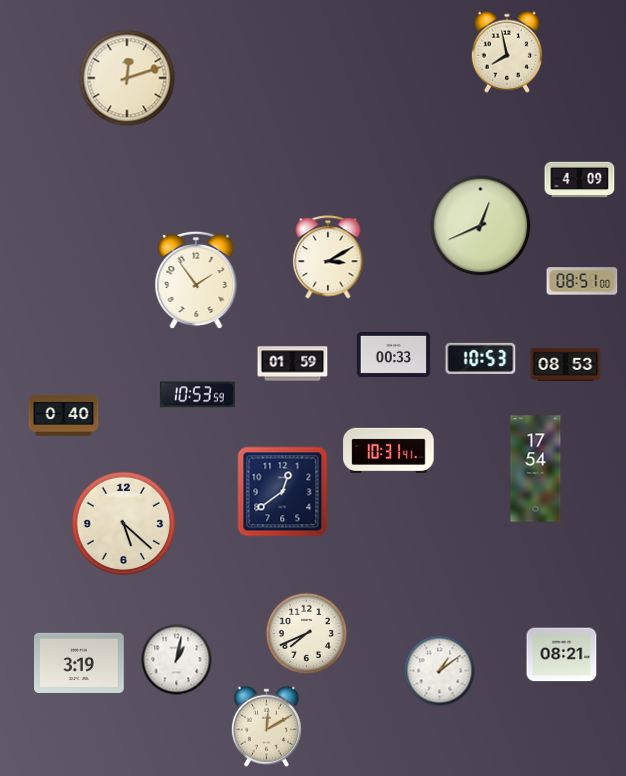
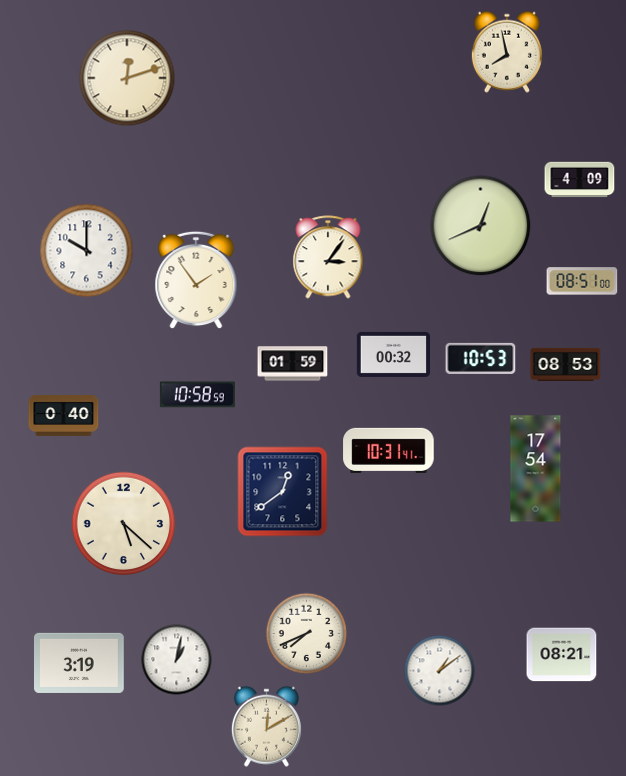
clock at (87, 251): none -> 10:00
clock at (328, 257): 3:10 -> 3:06
clock at (394, 354): 00:33 -> 00:32
clock at (197, 395): 10:53 -> 10:58
